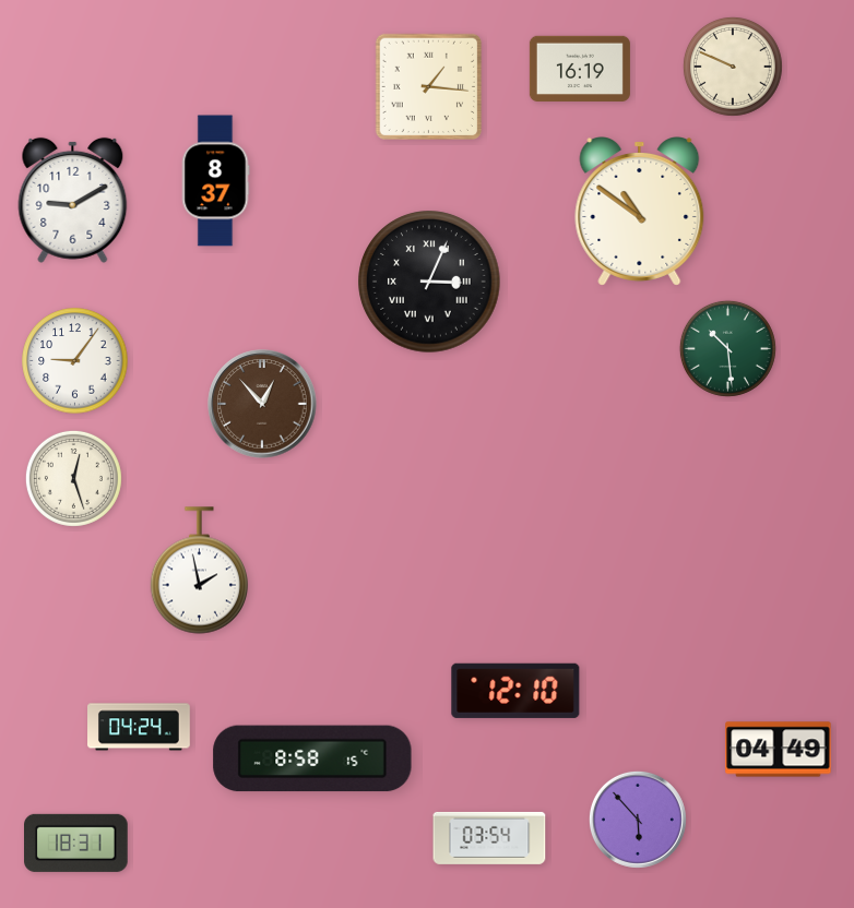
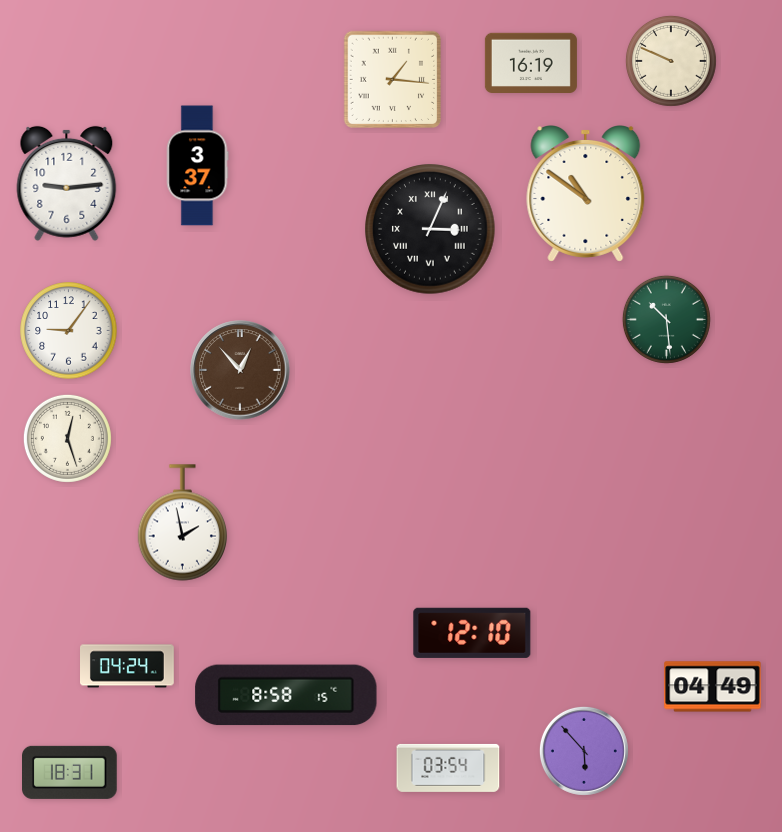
clock at (215, 181): 8:37 -> 3:37
clock at (73, 200): 9:10 -> 9:14
clock at (429, 282) position: (429, 282) -> (430, 229)
